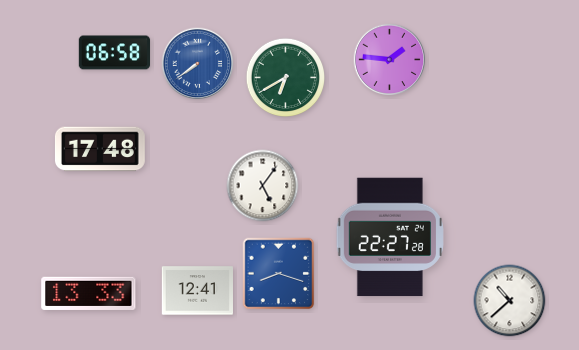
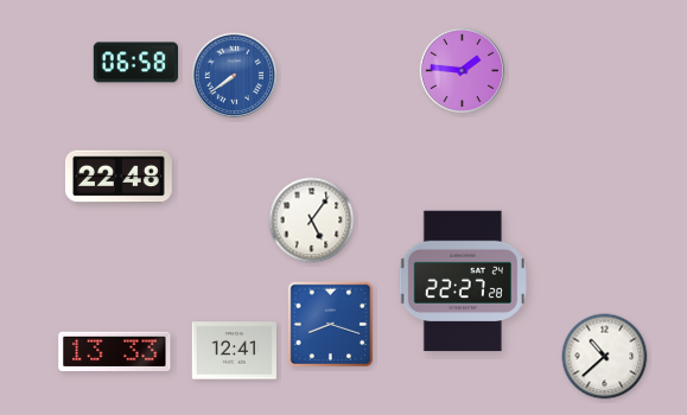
clock at (285, 77): 6:40 -> none
clock at (100, 149): 17:48 -> 22:48
clock at (198, 291) position: (198, 291) -> (235, 351)
clock at (89, 293) position: (89, 293) -> (115, 351)
